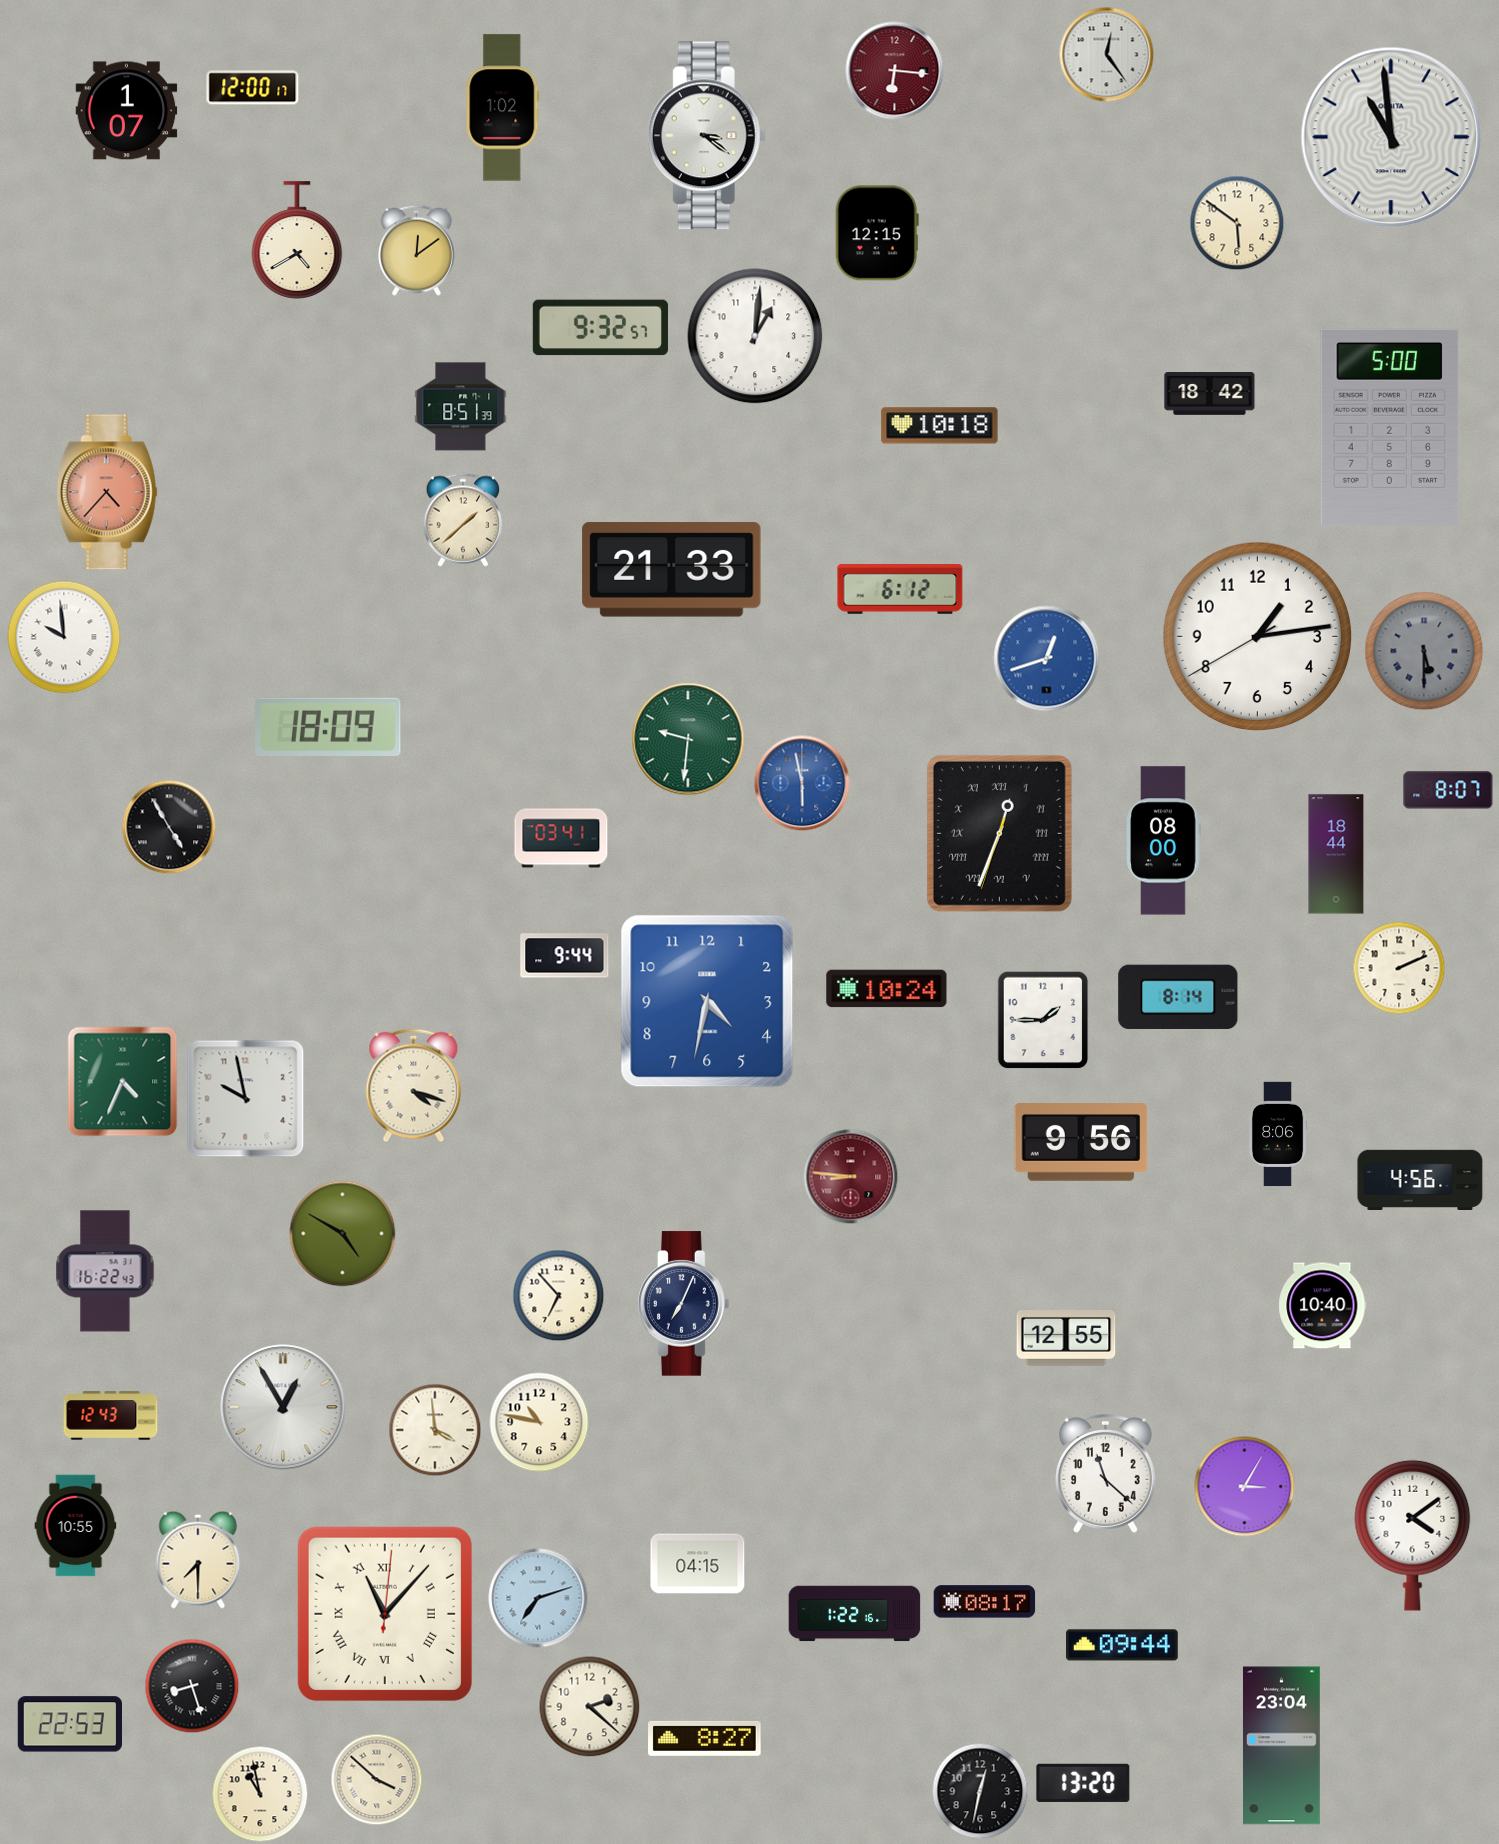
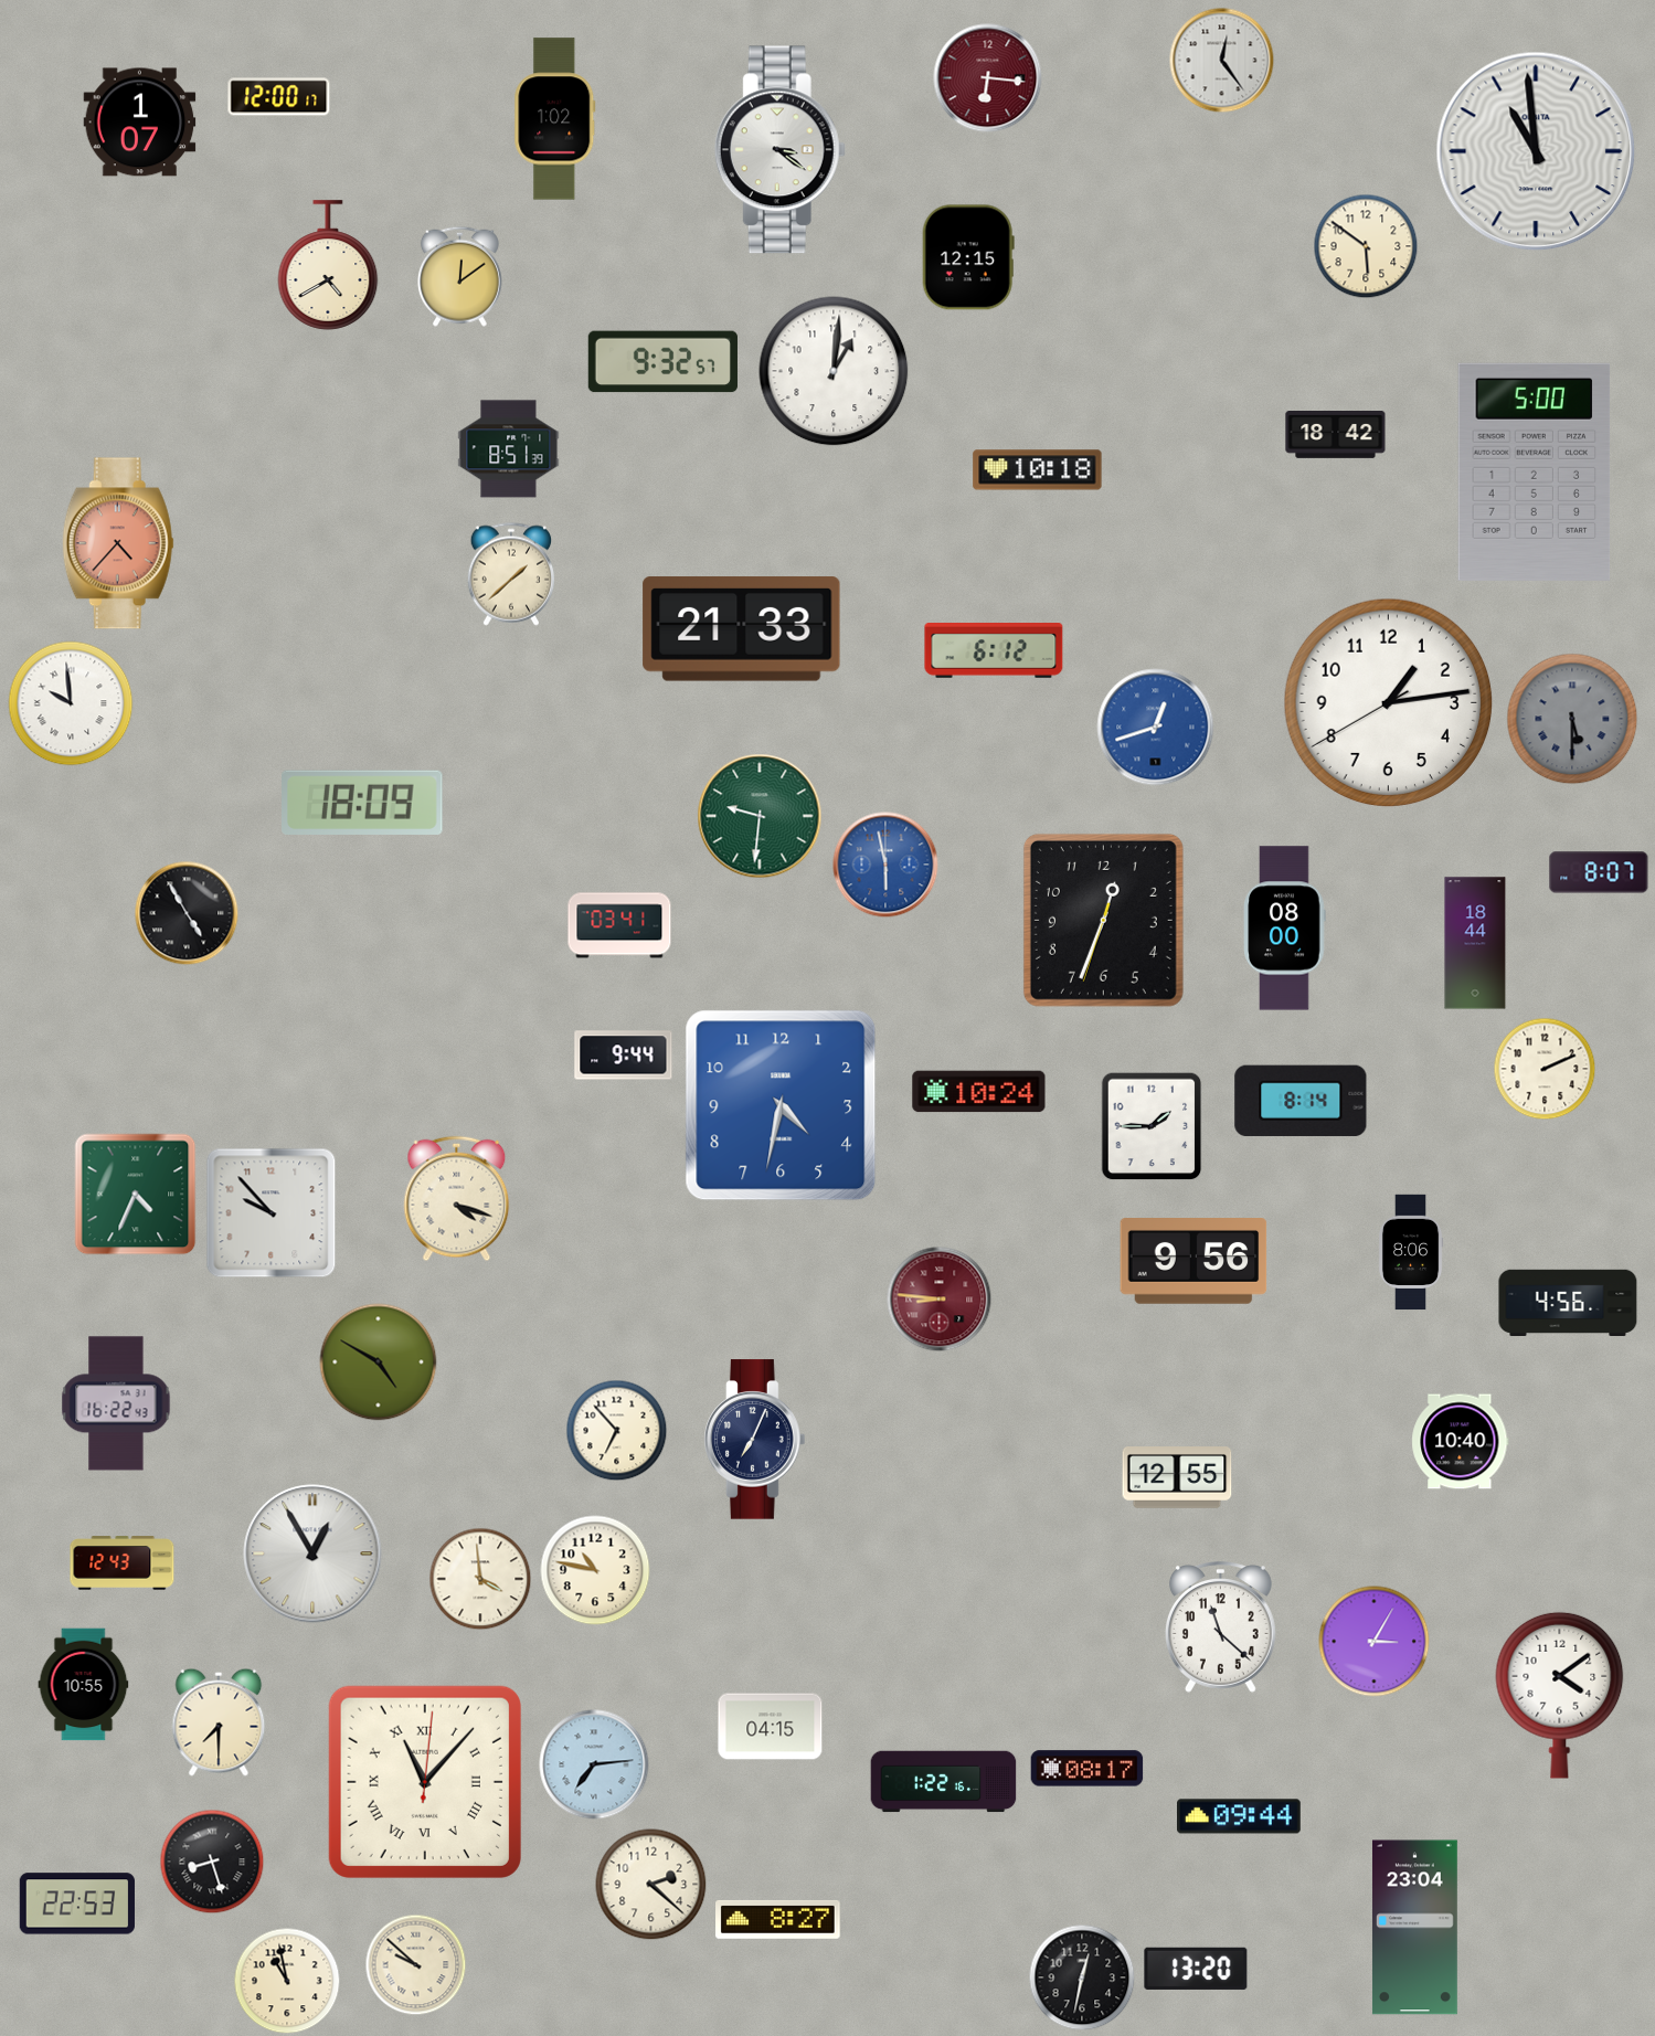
clock at (999, 833) numerals: Roman -> Arabic
clock at (246, 1099): 9:58 -> 9:53
clock at (538, 1598): 7:12 -> 7:14
clock at (377, 1780): 3:52 -> 9:52
